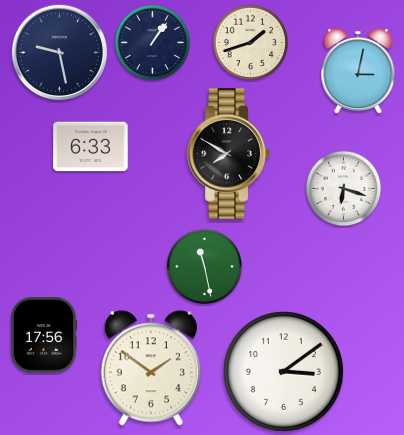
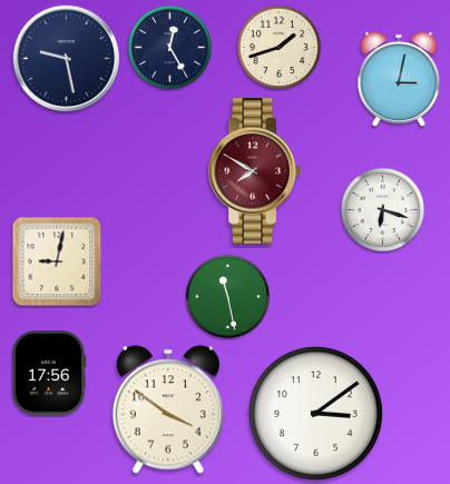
clock at (153, 43): 1:06 -> 12:25
clock at (91, 147): 6:33 -> none
clock at (229, 154) dial: black -> burgundy
clock at (57, 261): none -> 9:02
clock at (151, 368): 1:51 -> 3:51
